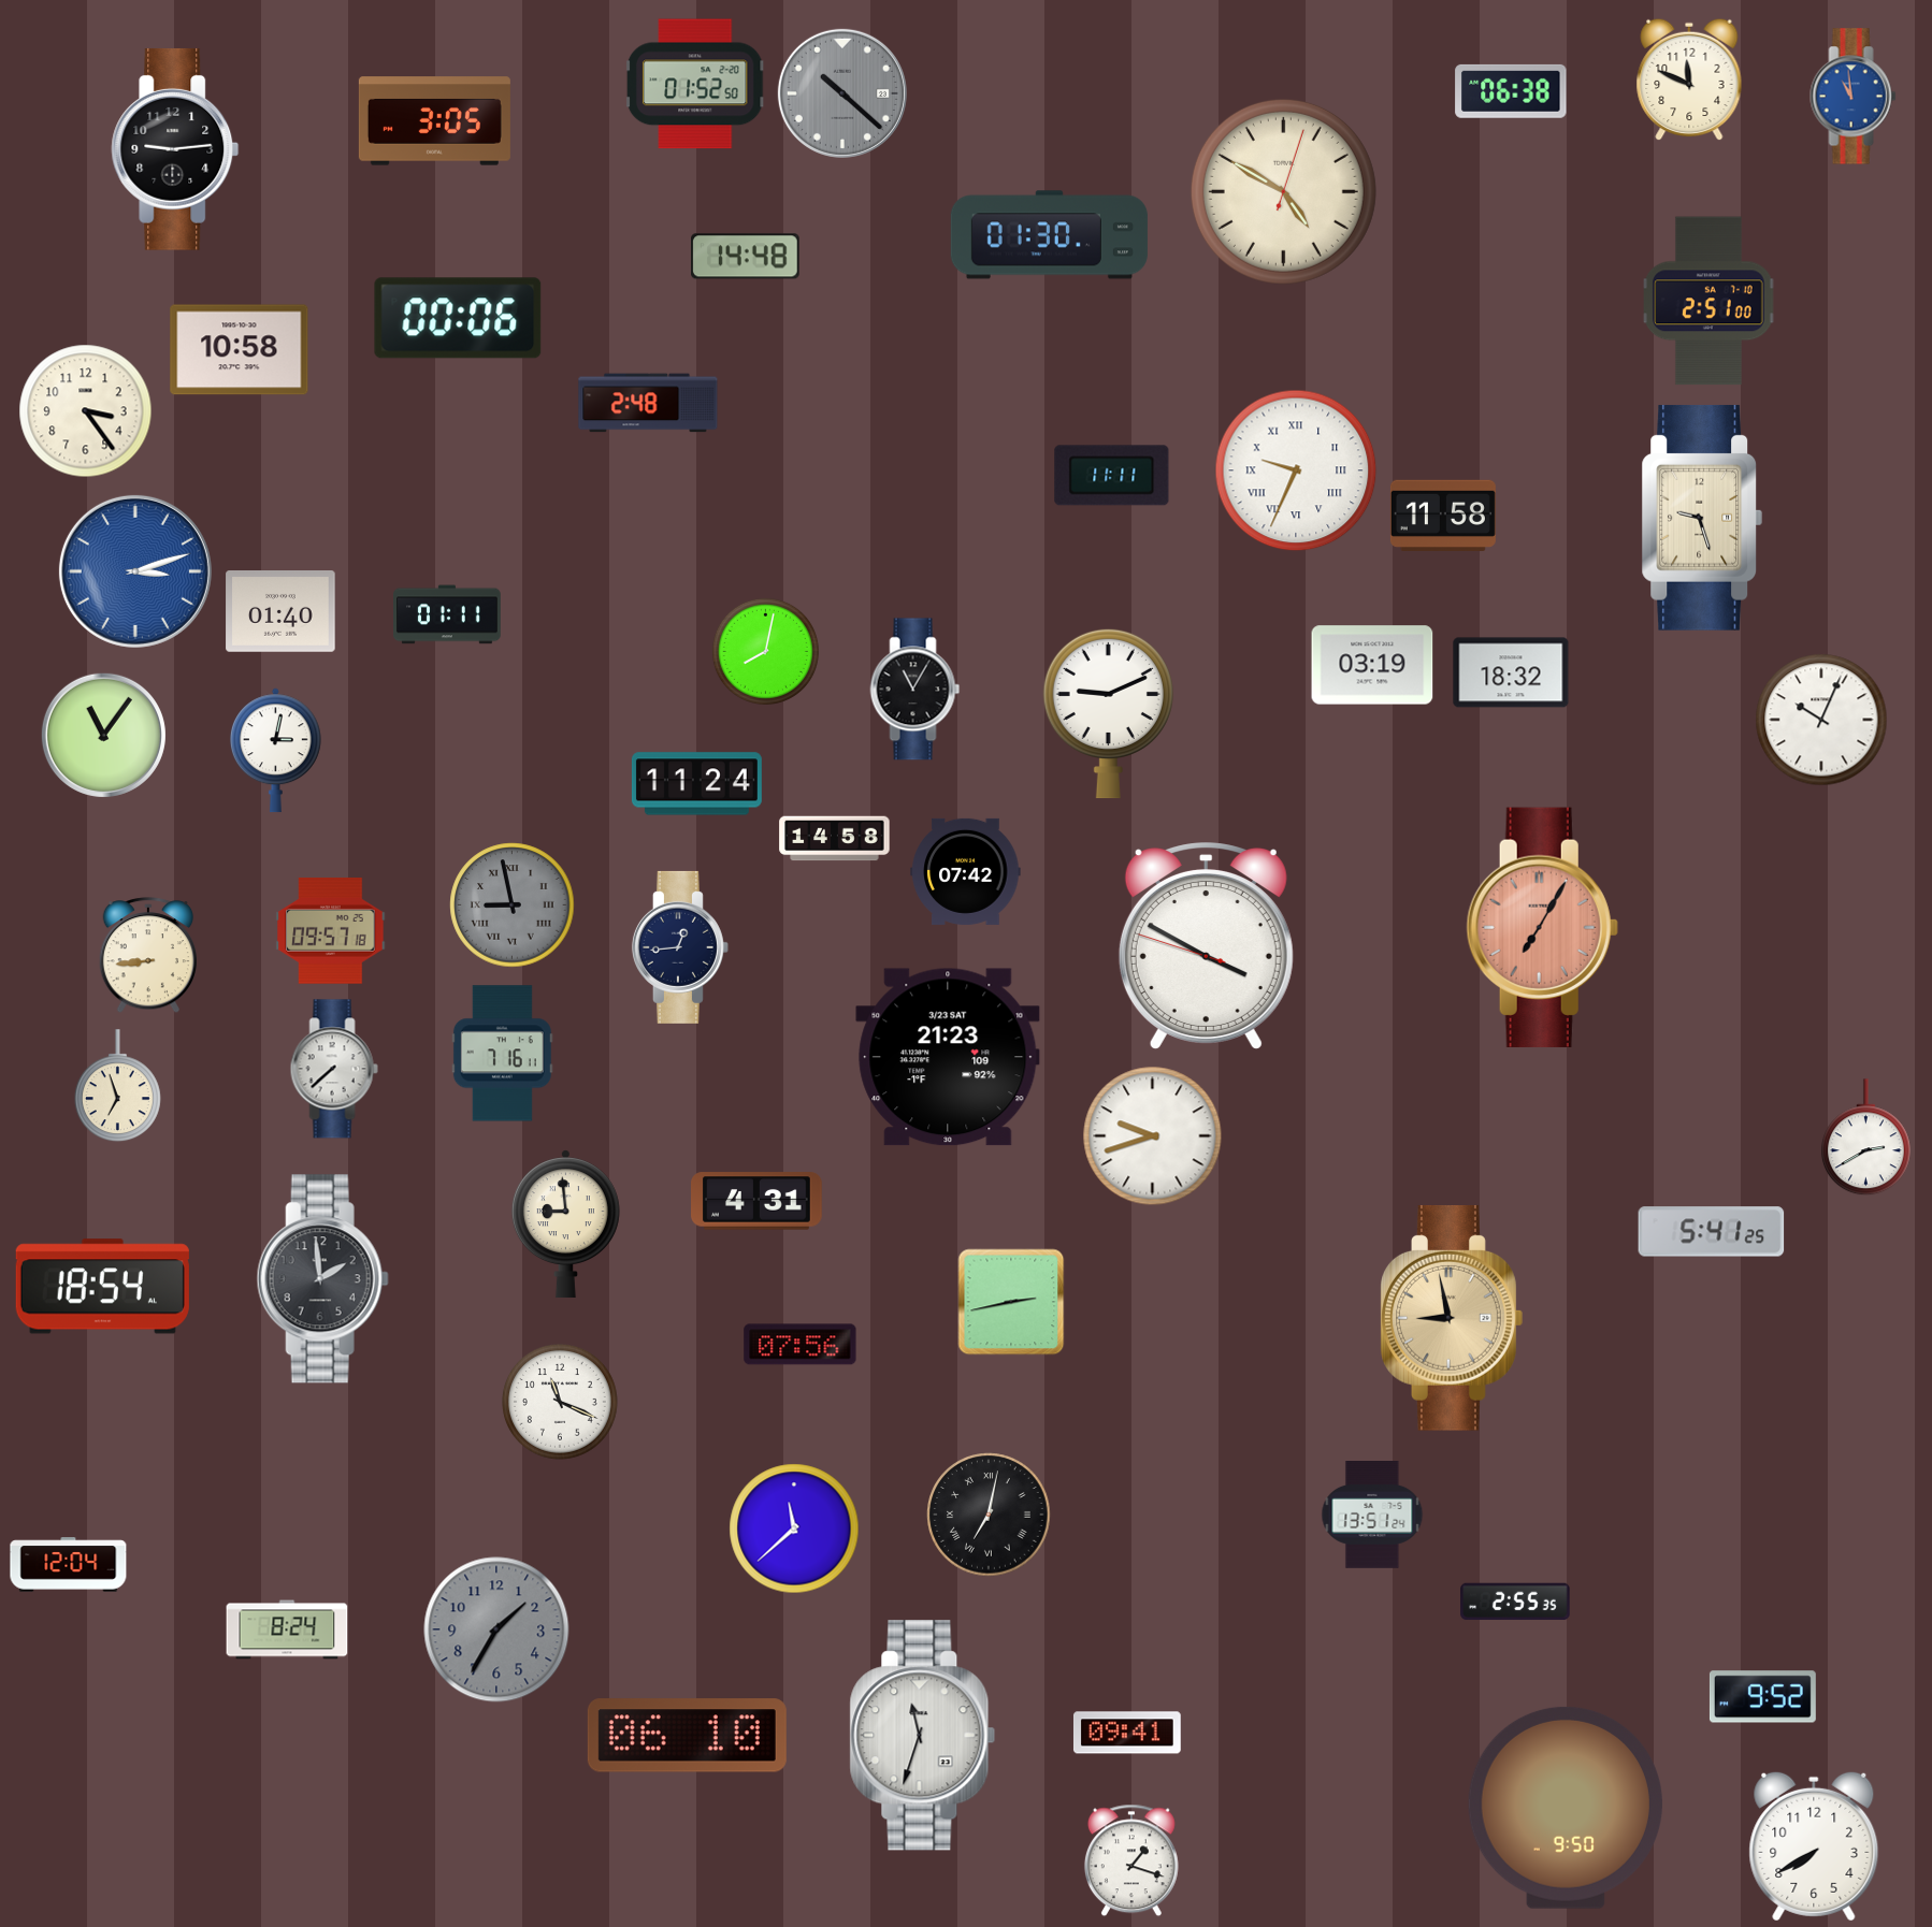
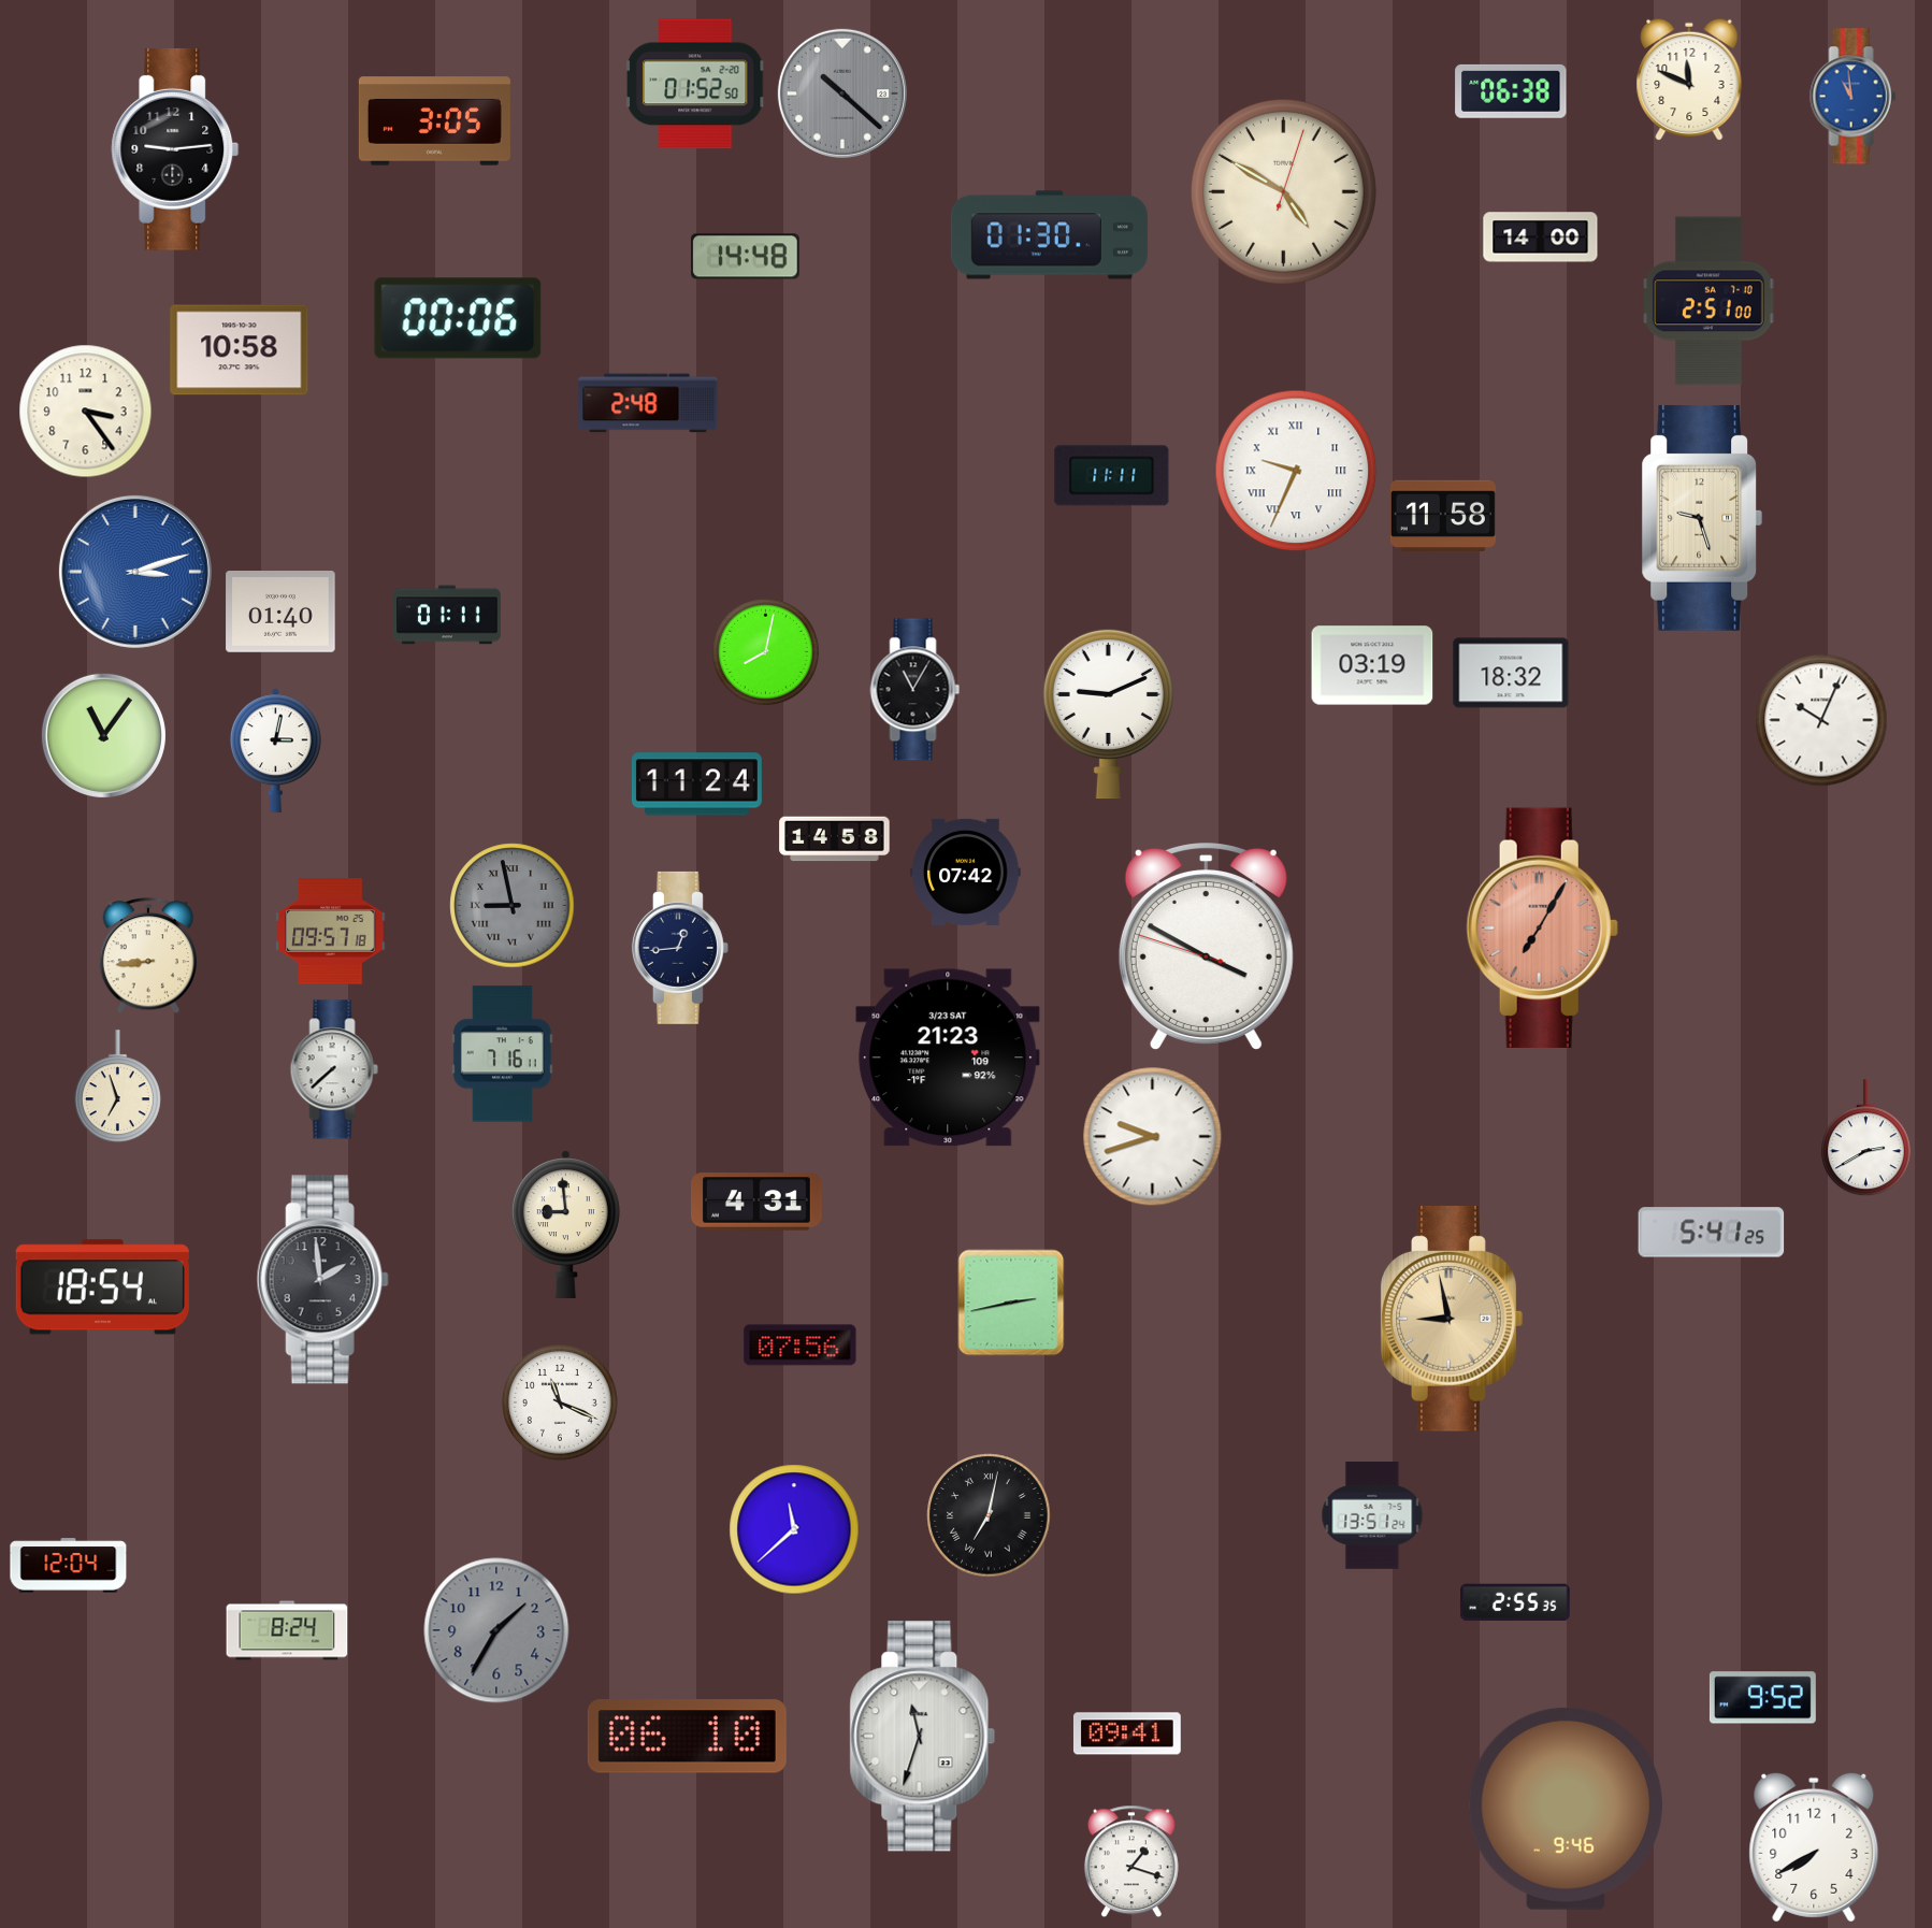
clock at (1541, 238): none -> 14:00
clock at (1566, 1808): 9:50 -> 9:46
